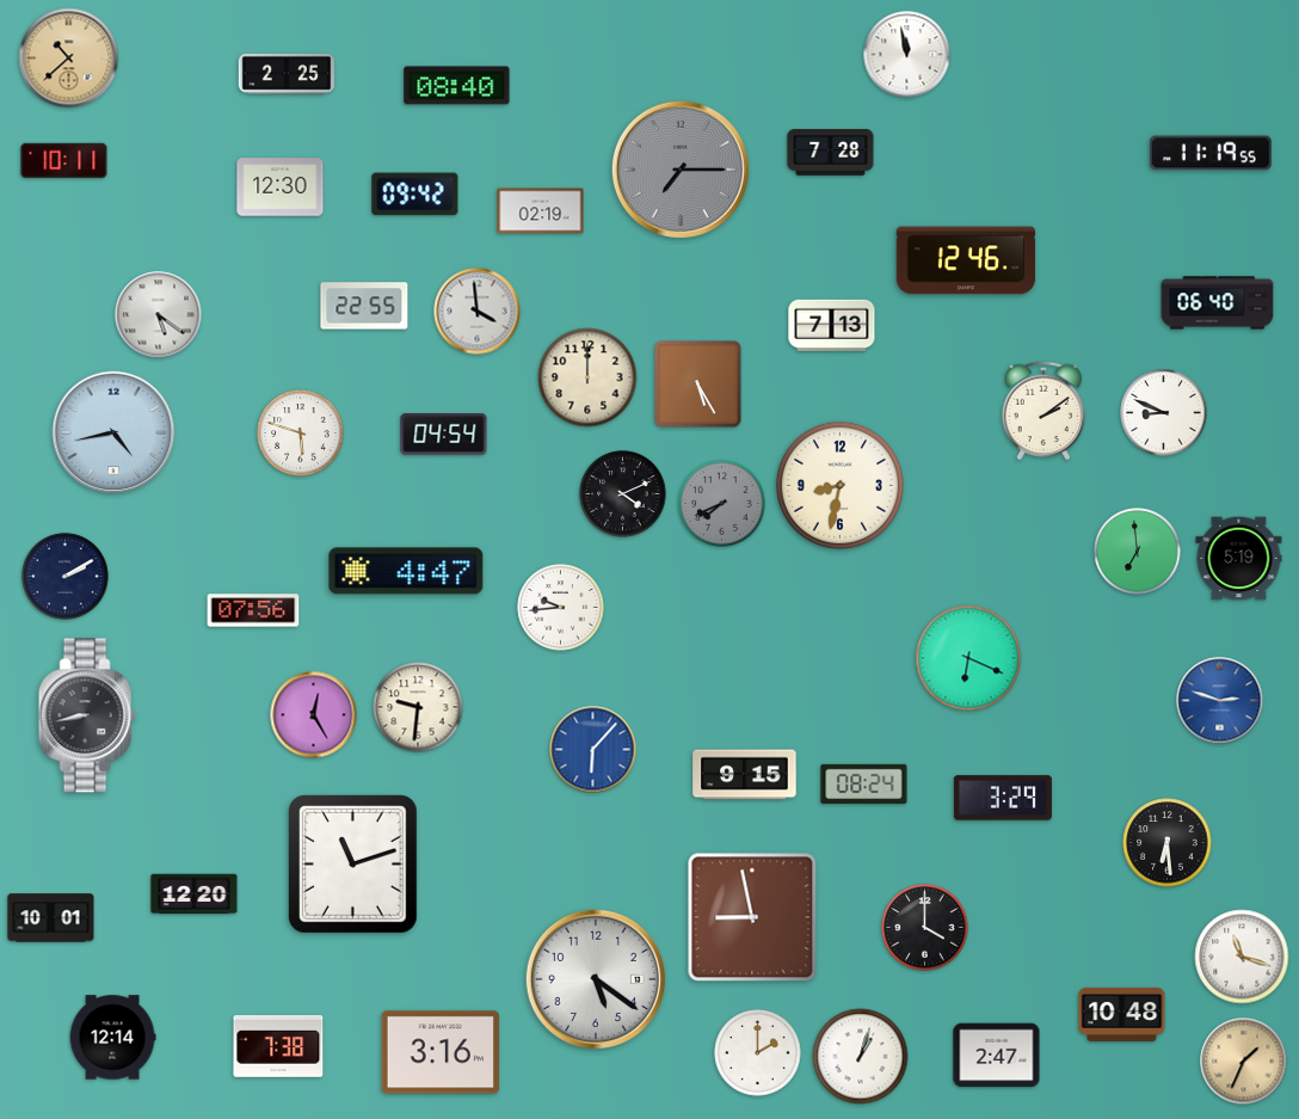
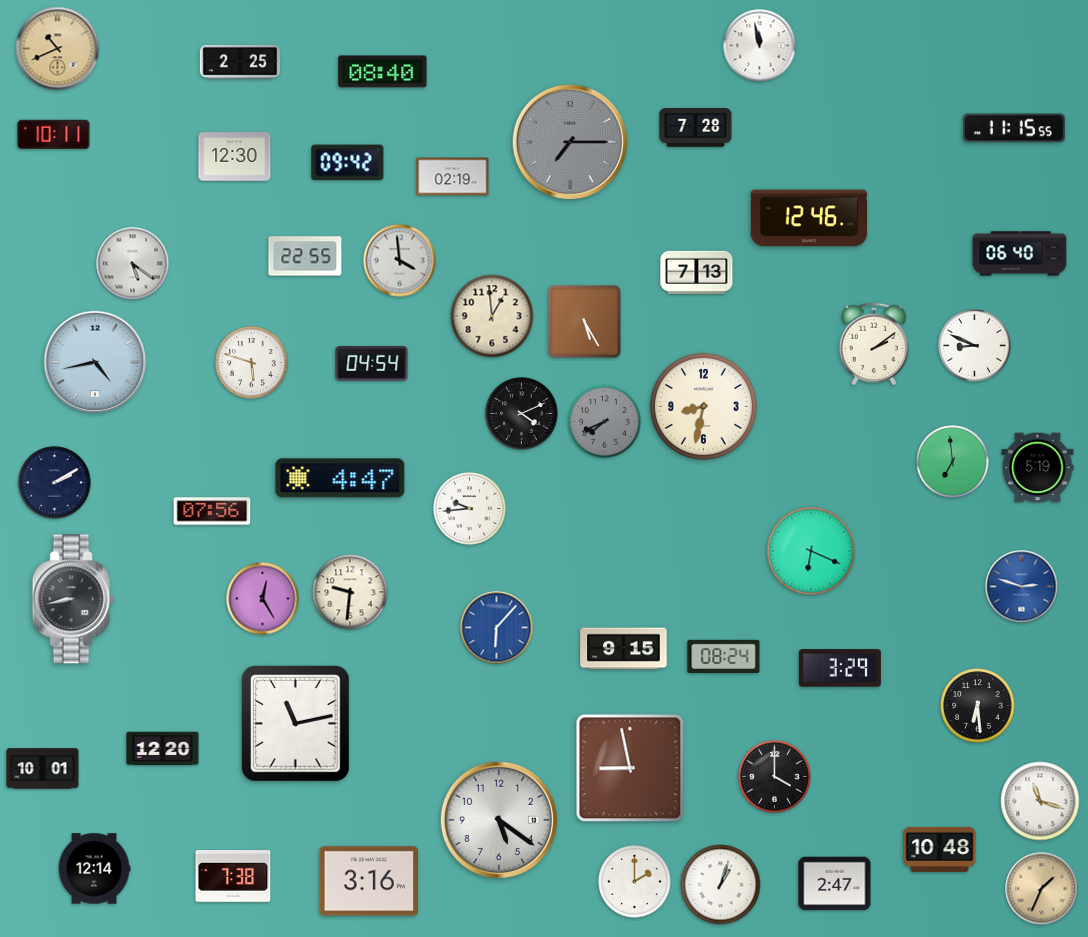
clock at (69, 59): 10:38 -> 10:41
clock at (1211, 153): 11:19 -> 11:15
clock at (587, 377): 12:00 -> 12:59
clock at (353, 865): 11:12 -> 11:13
